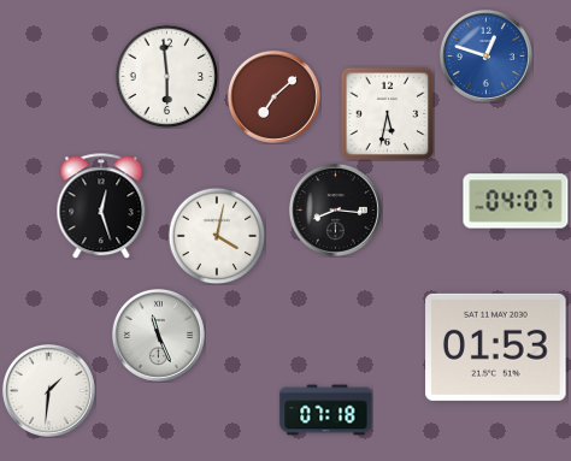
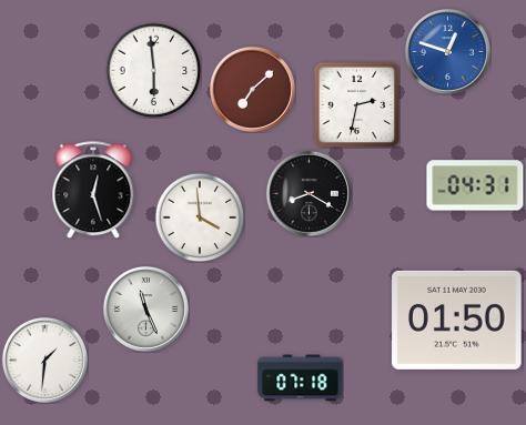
clock at (387, 113): 5:32 -> 2:32
clock at (516, 201): 04:07 -> 04:31
clock at (335, 209): 8:16 -> 8:20
clock at (217, 236): 4:02 -> 3:59
clock at (496, 347): 01:53 -> 01:50
